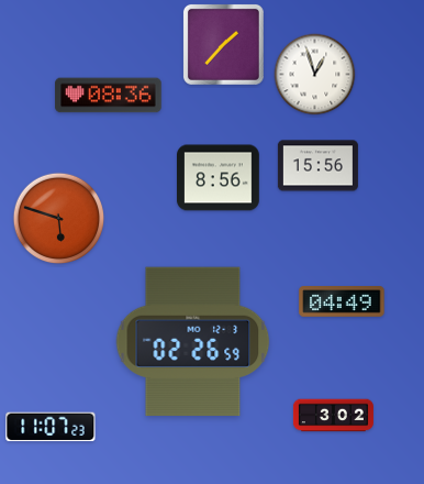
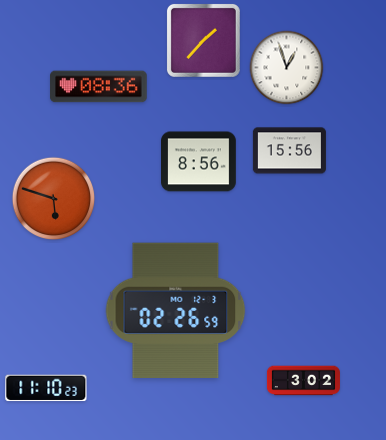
clock at (342, 301): 04:49 -> none
clock at (333, 416) position: (333, 416) -> (303, 381)
clock at (51, 427): 11:07 -> 11:10
